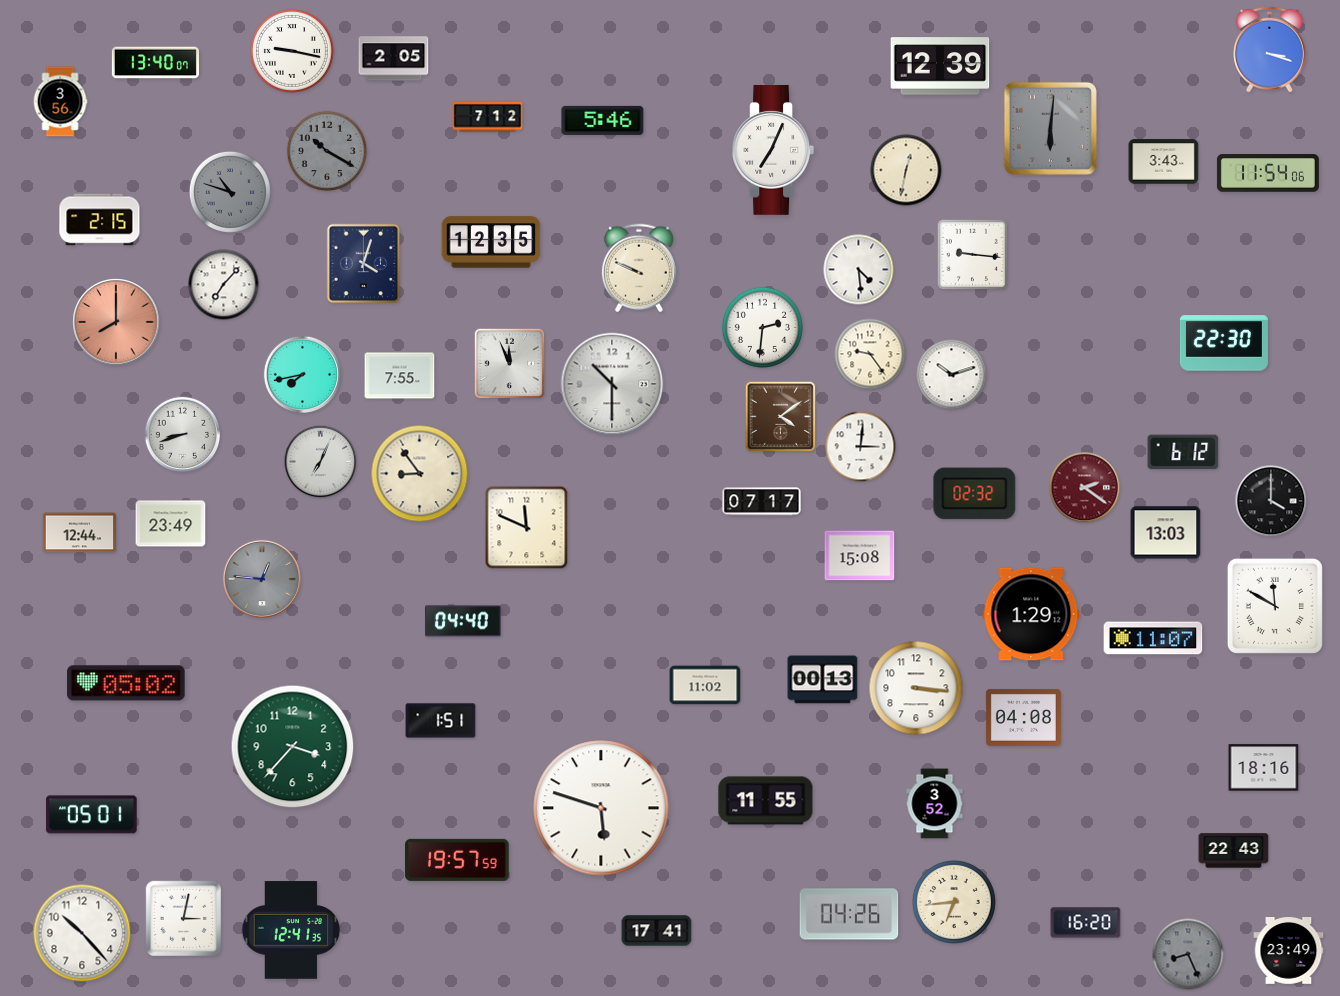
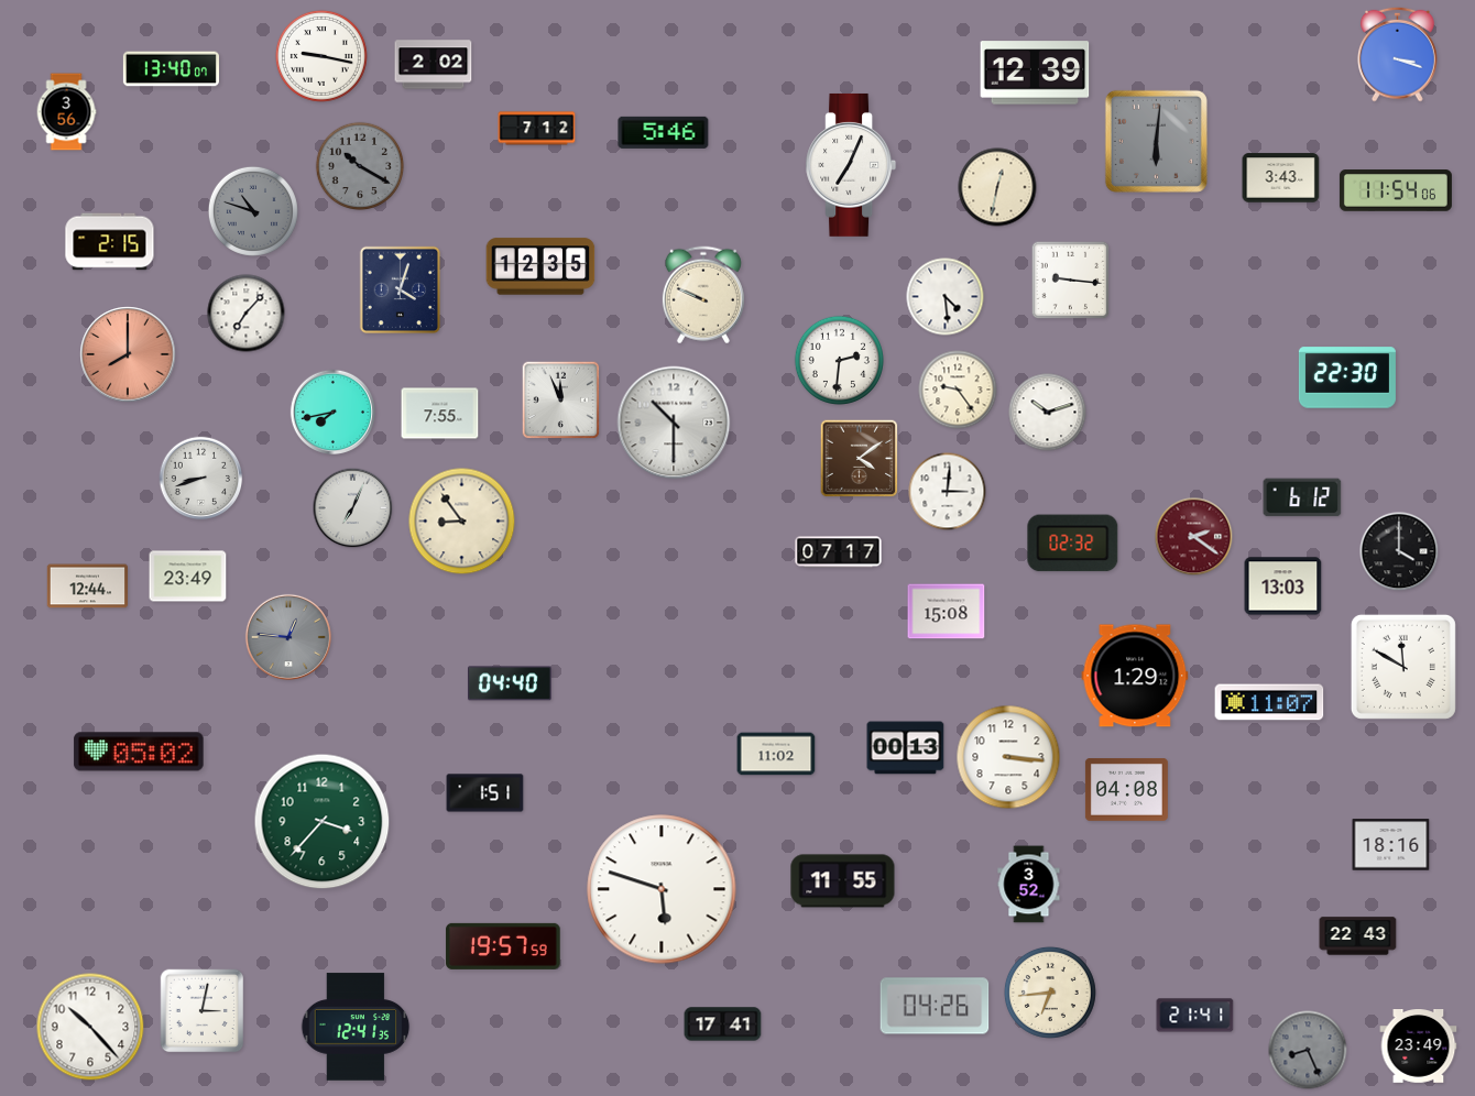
clock at (394, 59): 2:05 -> 2:02
clock at (527, 528): 11:49 -> none
clock at (92, 815): 05:01 -> none
clock at (1086, 923): 16:20 -> 21:41
clock at (291, 930) position: (291, 930) -> (356, 1027)
